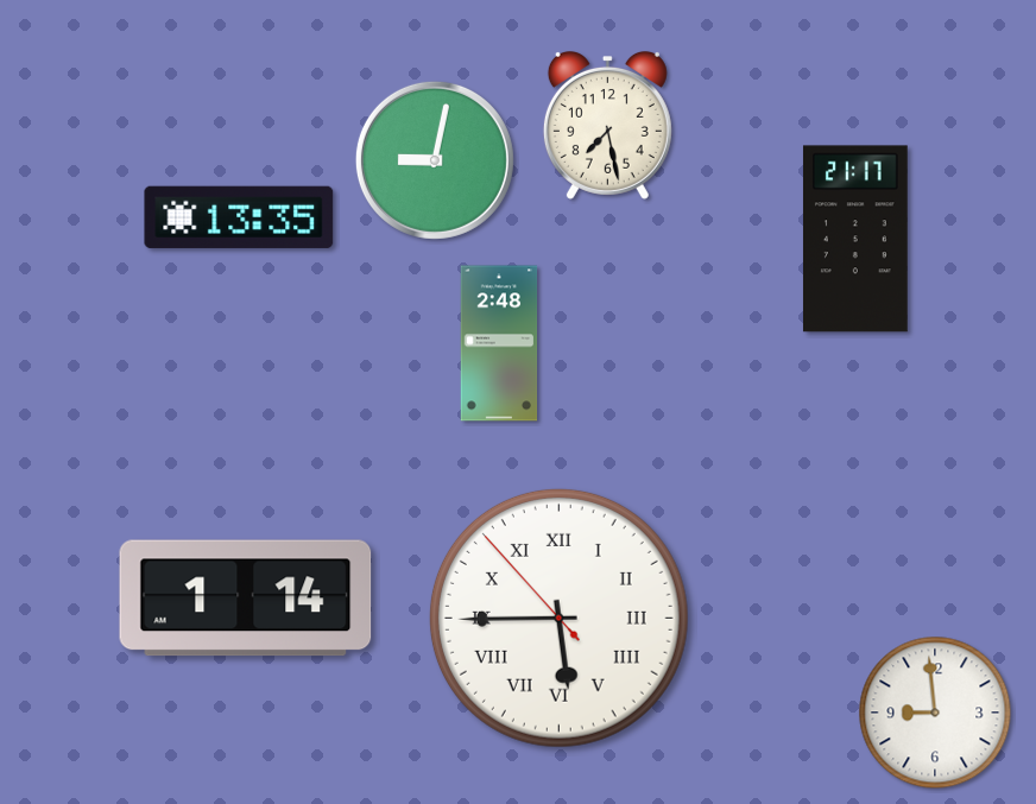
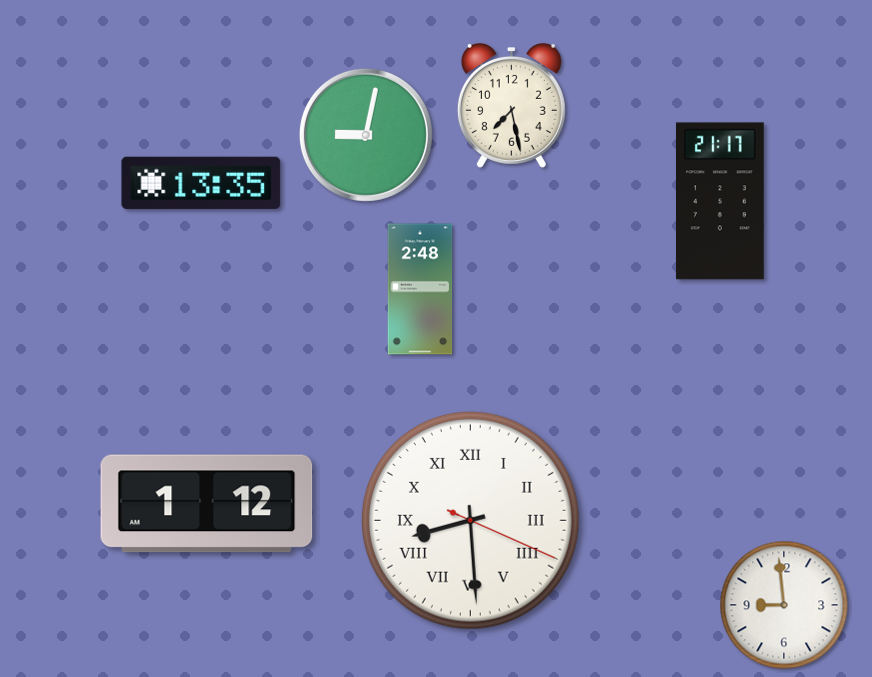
clock at (246, 599): 1:14 -> 1:12
clock at (558, 618): 5:44 -> 8:29
clock at (935, 713) position: (935, 713) -> (784, 605)
